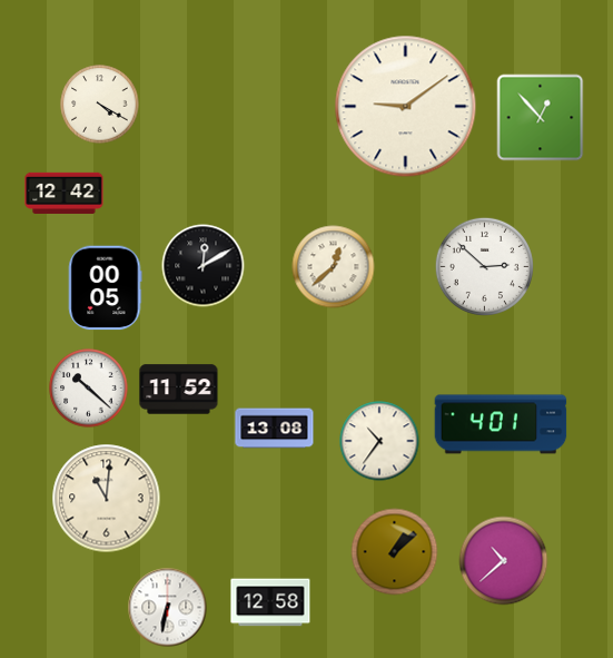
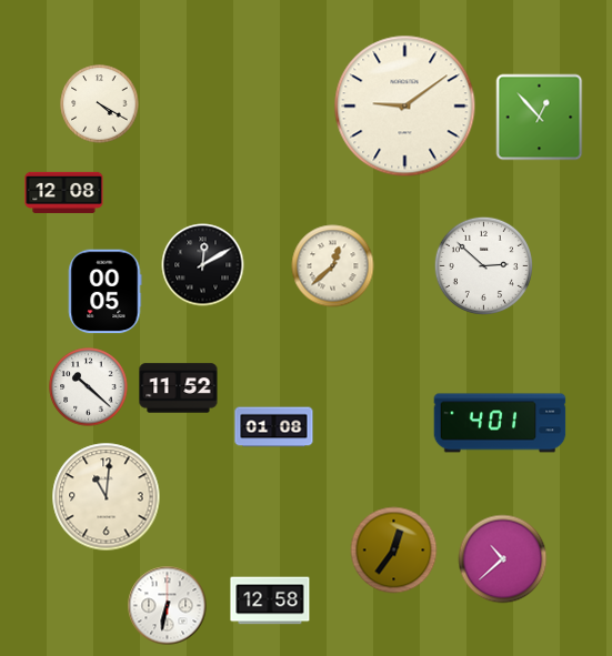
clock at (65, 193): 12:42 -> 12:08
clock at (106, 288) position: (106, 288) -> (106, 292)
clock at (275, 429): 13:08 -> 01:08
clock at (379, 441): 10:36 -> none
clock at (395, 552): 1:08 -> 12:36
